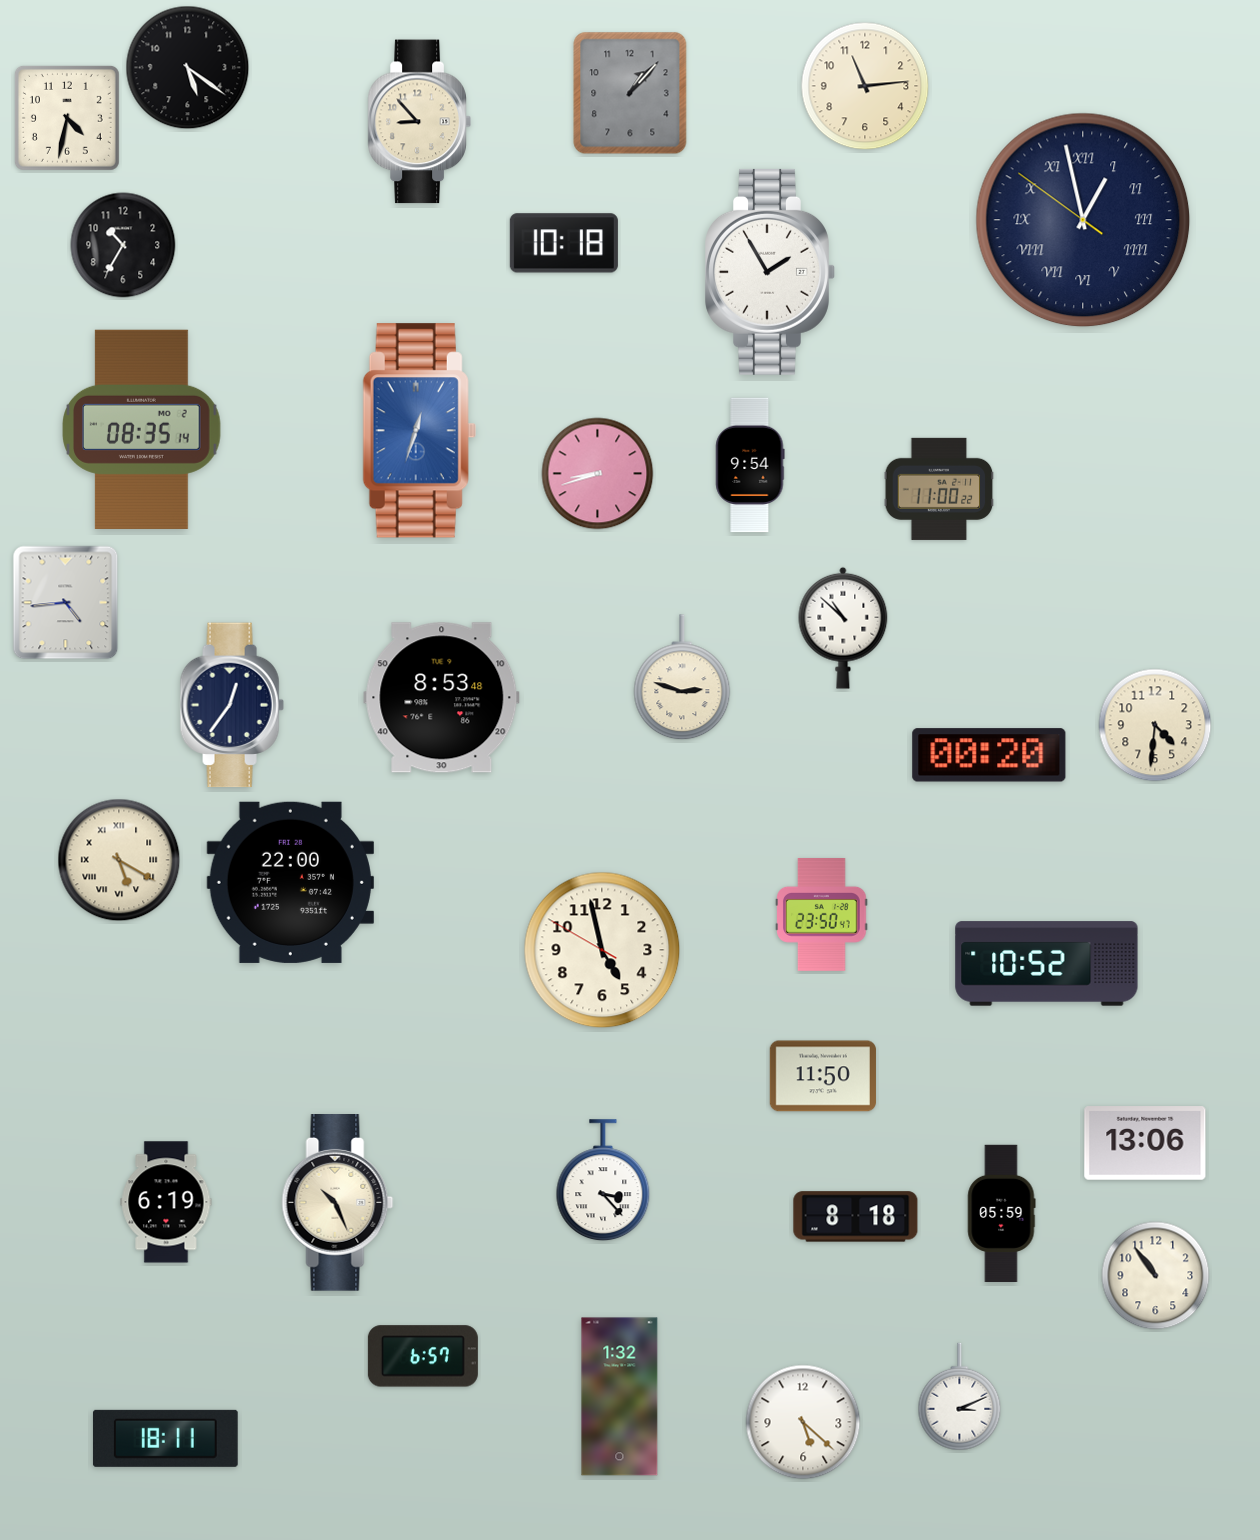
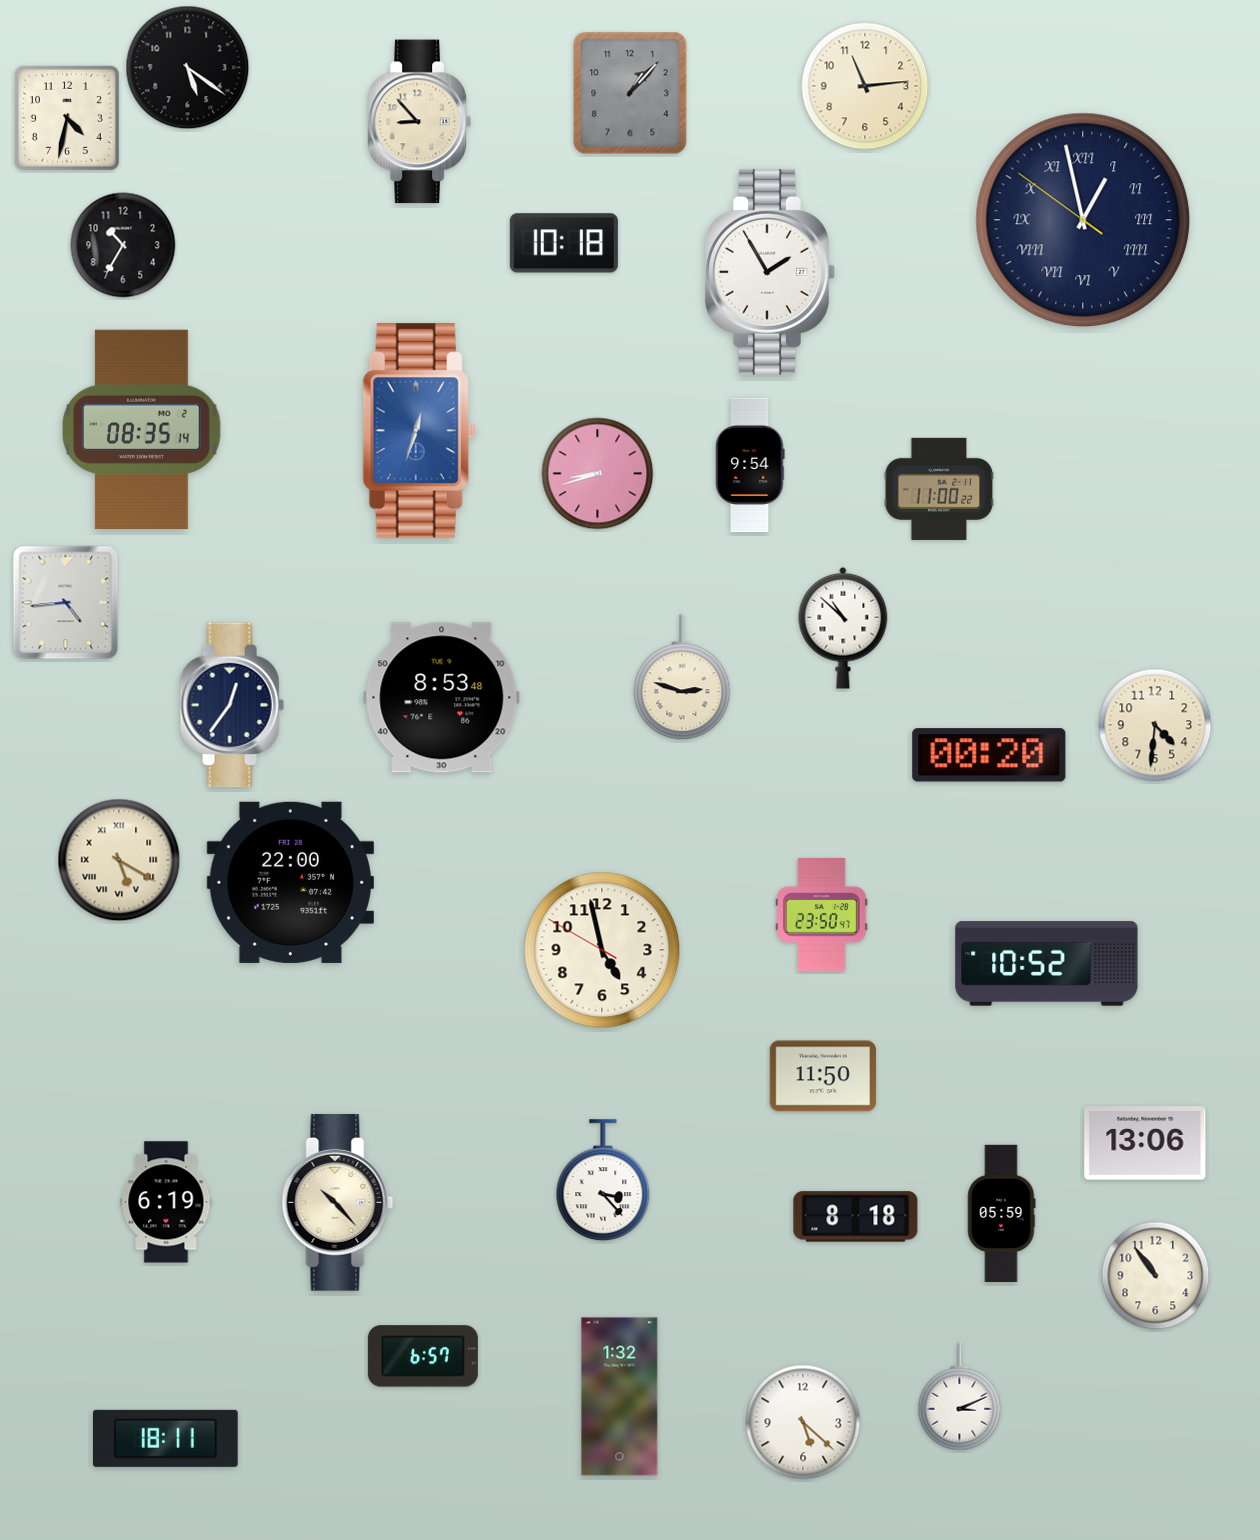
clock at (338, 1203): 10:26 -> 10:23
